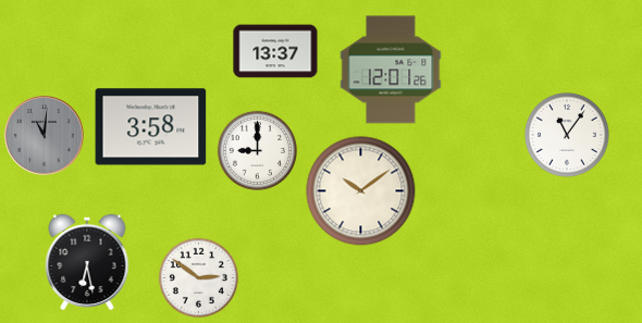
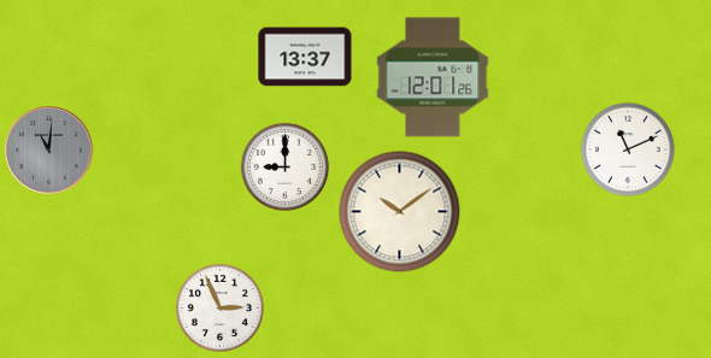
clock at (151, 127): 3:58 -> none
clock at (567, 135): 11:06 -> 11:11
clock at (87, 261): 6:28 -> none
clock at (198, 277): 2:51 -> 2:56
